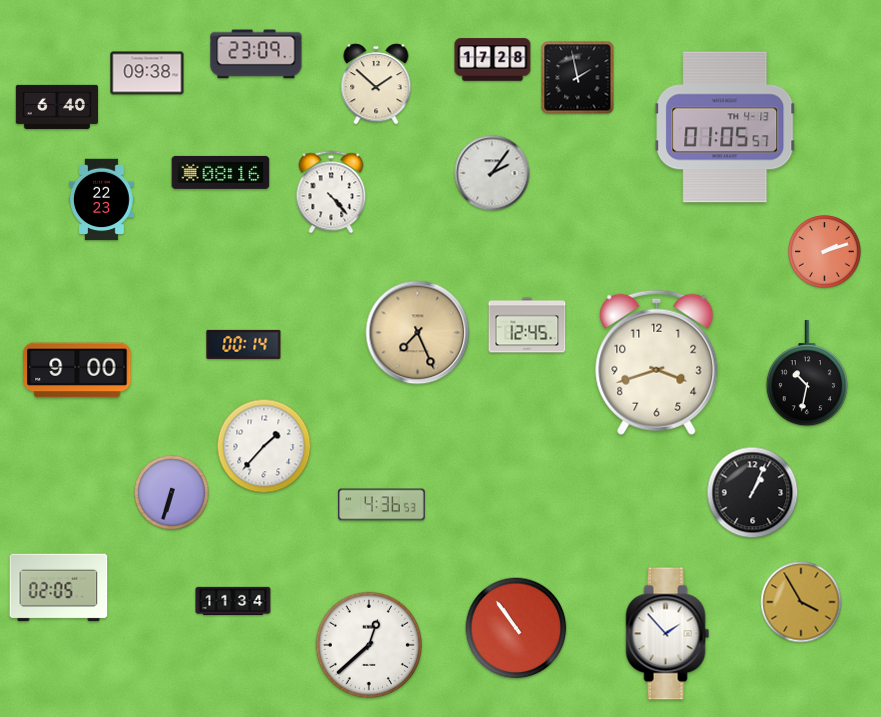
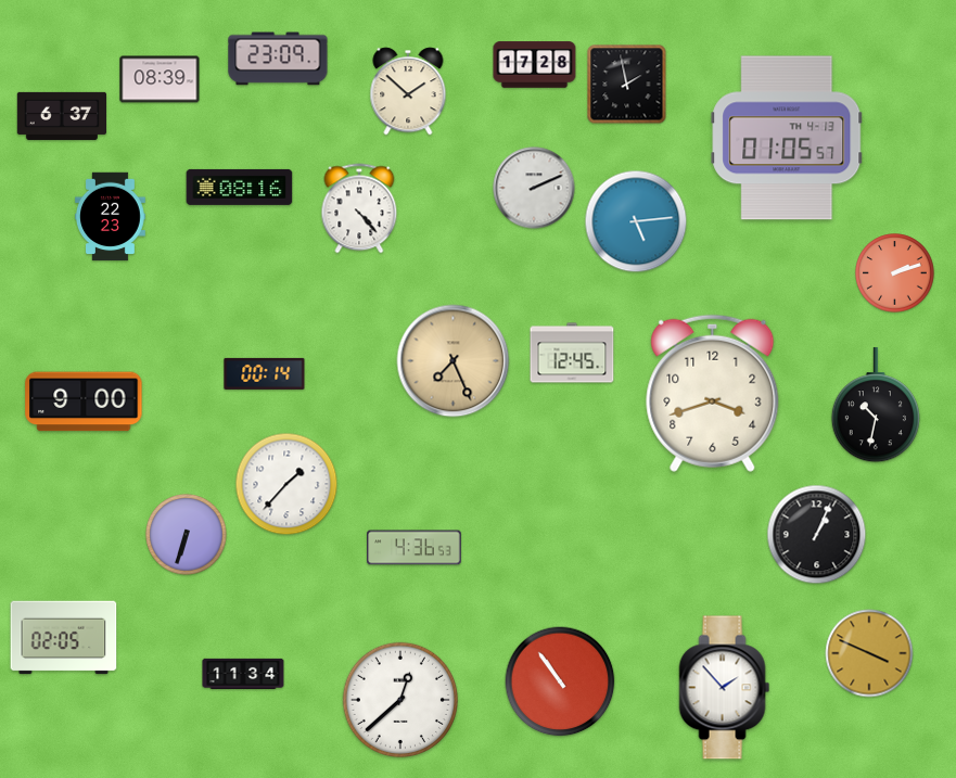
clock at (147, 73): 09:38 -> 08:39
clock at (56, 107): 6:40 -> 6:37
clock at (492, 173): 2:06 -> 2:11
clock at (636, 221): none -> 5:14
clock at (233, 600) position: (233, 600) -> (243, 673)
clock at (801, 602): 3:55 -> 3:49
